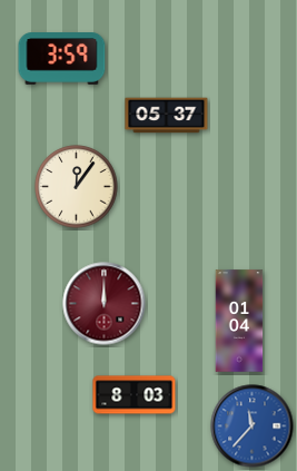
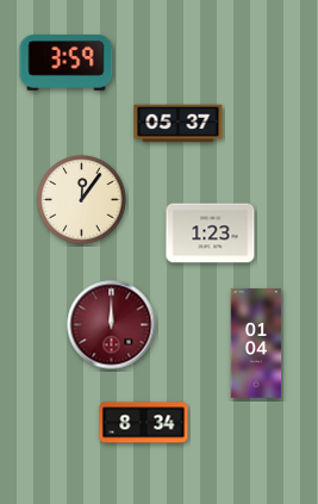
clock at (211, 234): none -> 1:23
clock at (135, 395): 8:03 -> 8:34
clock at (253, 426): 11:37 -> none
